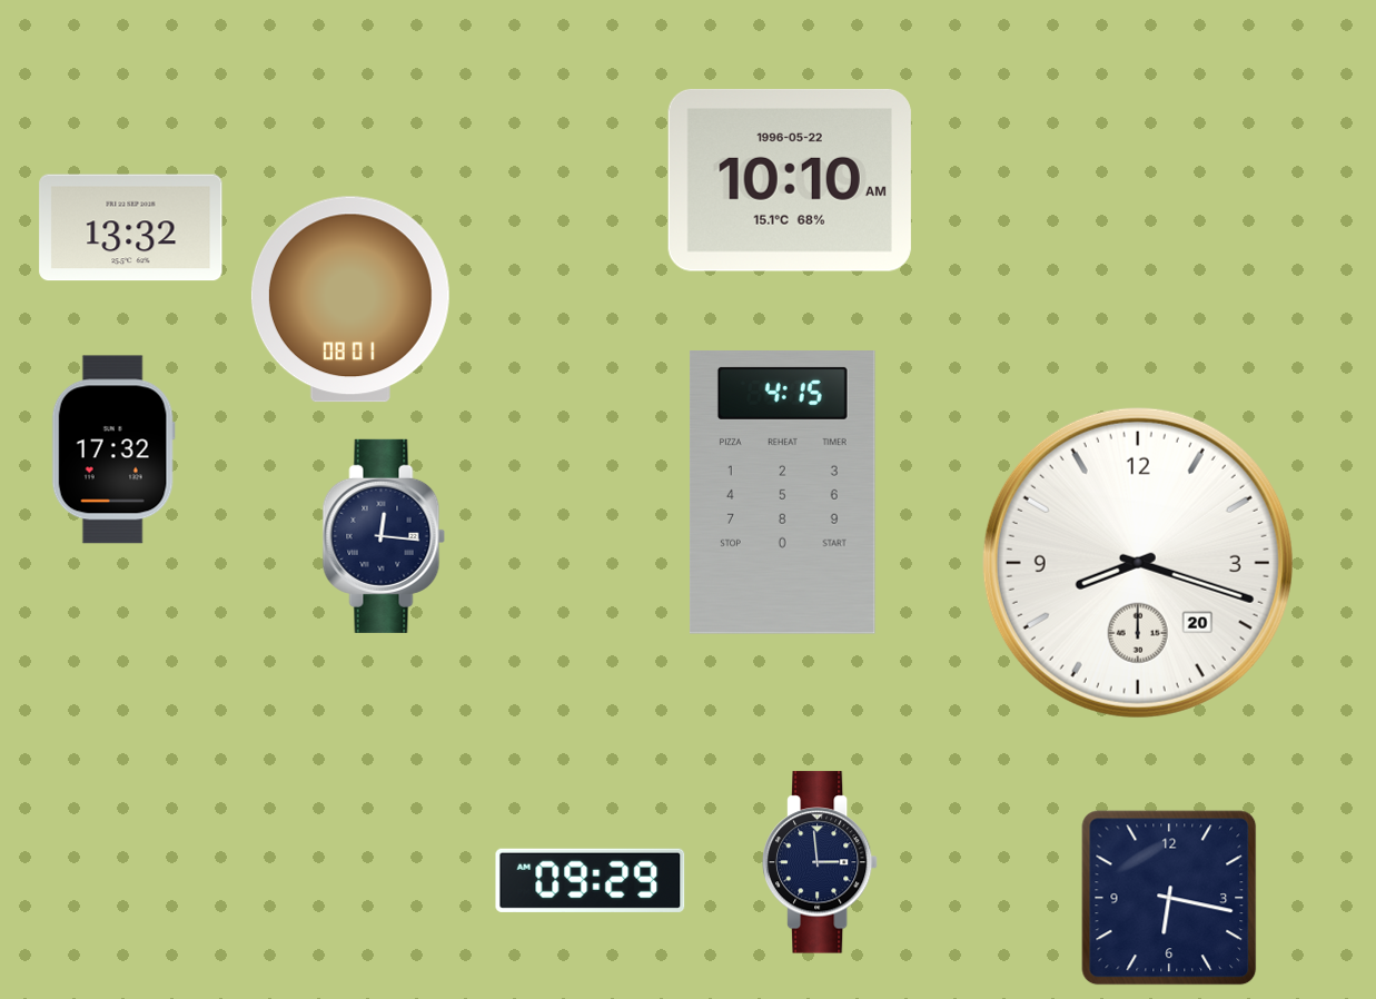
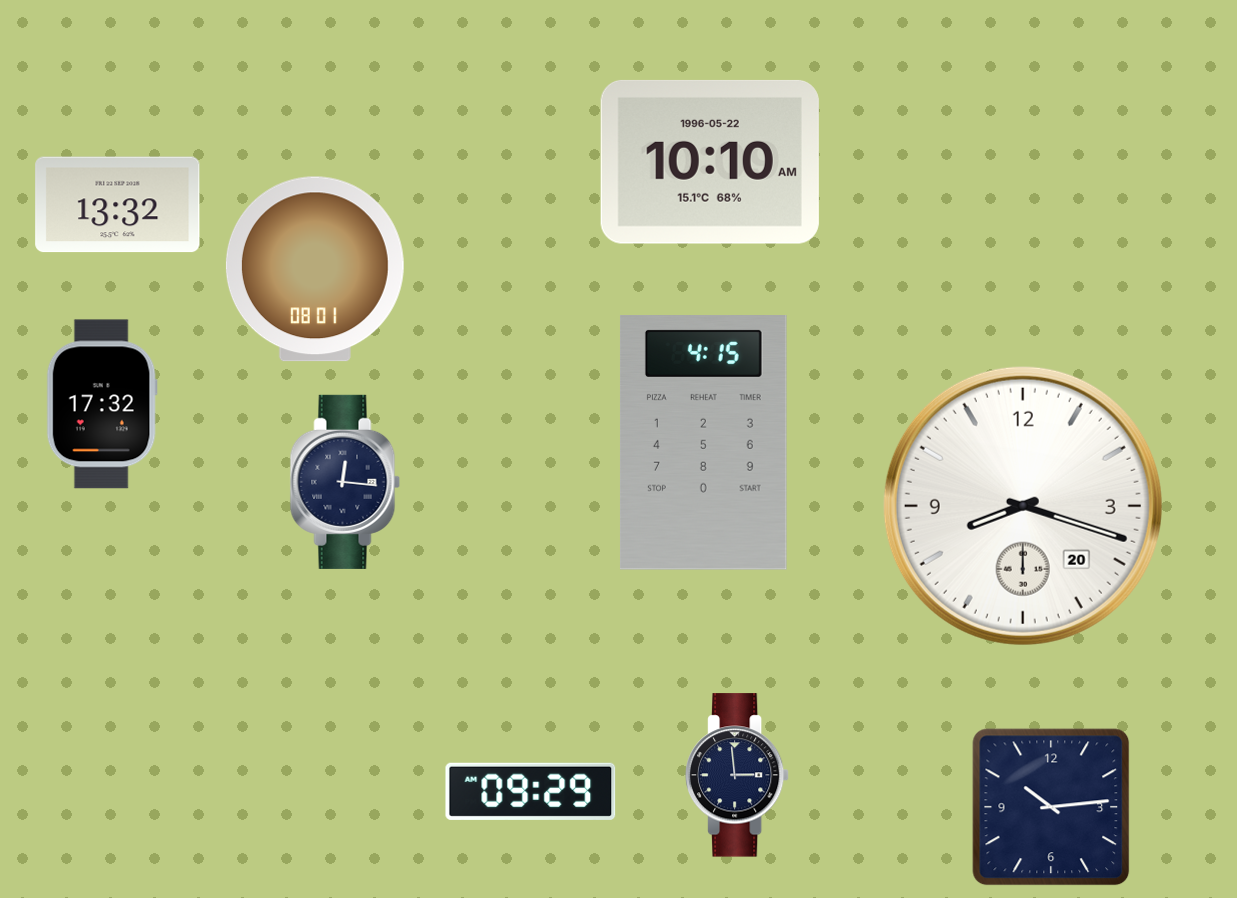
clock at (1169, 898): 6:17 -> 10:14
